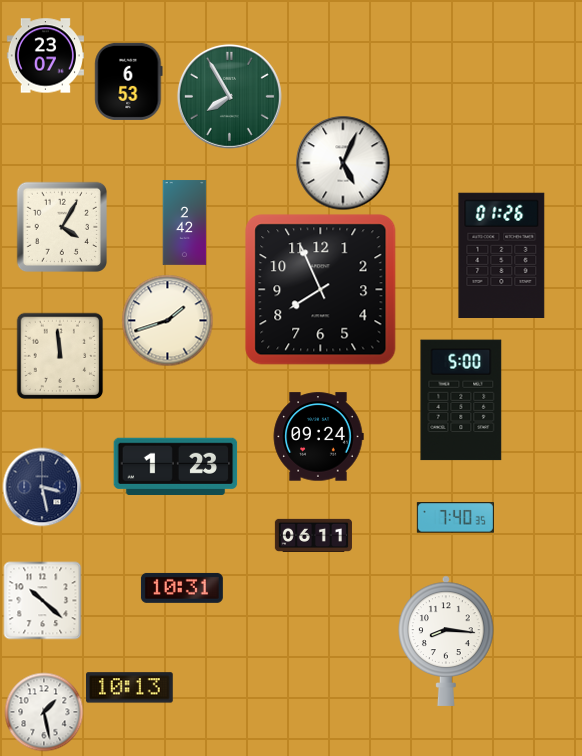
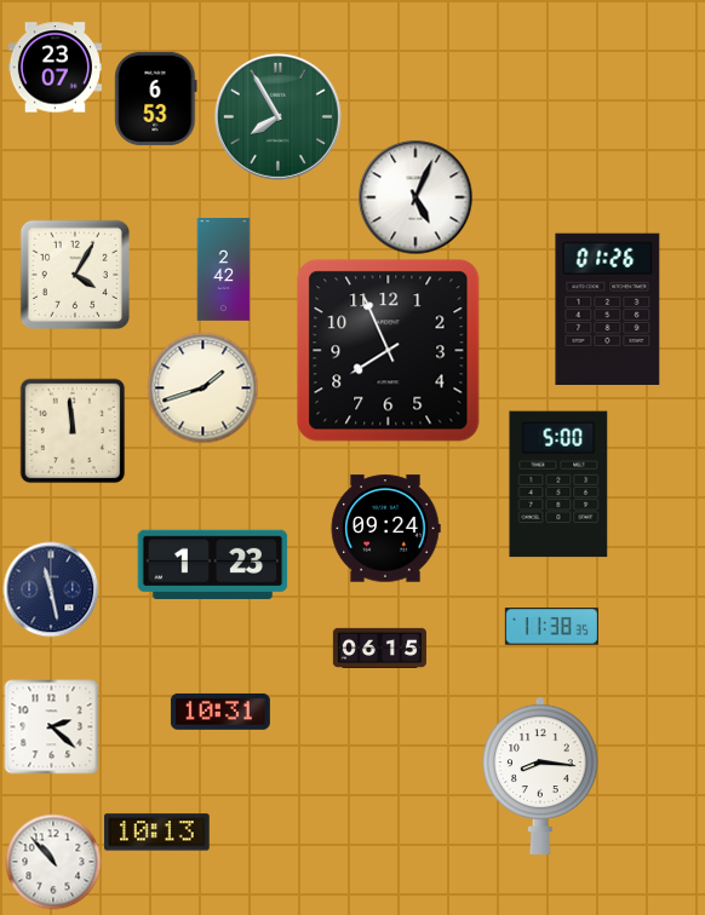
clock at (42, 487): 3:28 -> 11:28
clock at (455, 518): 7:40 -> 11:38
clock at (313, 535): 06:11 -> 06:15
clock at (42, 600): 10:22 -> 2:22
clock at (44, 712): 1:28 -> 10:53
